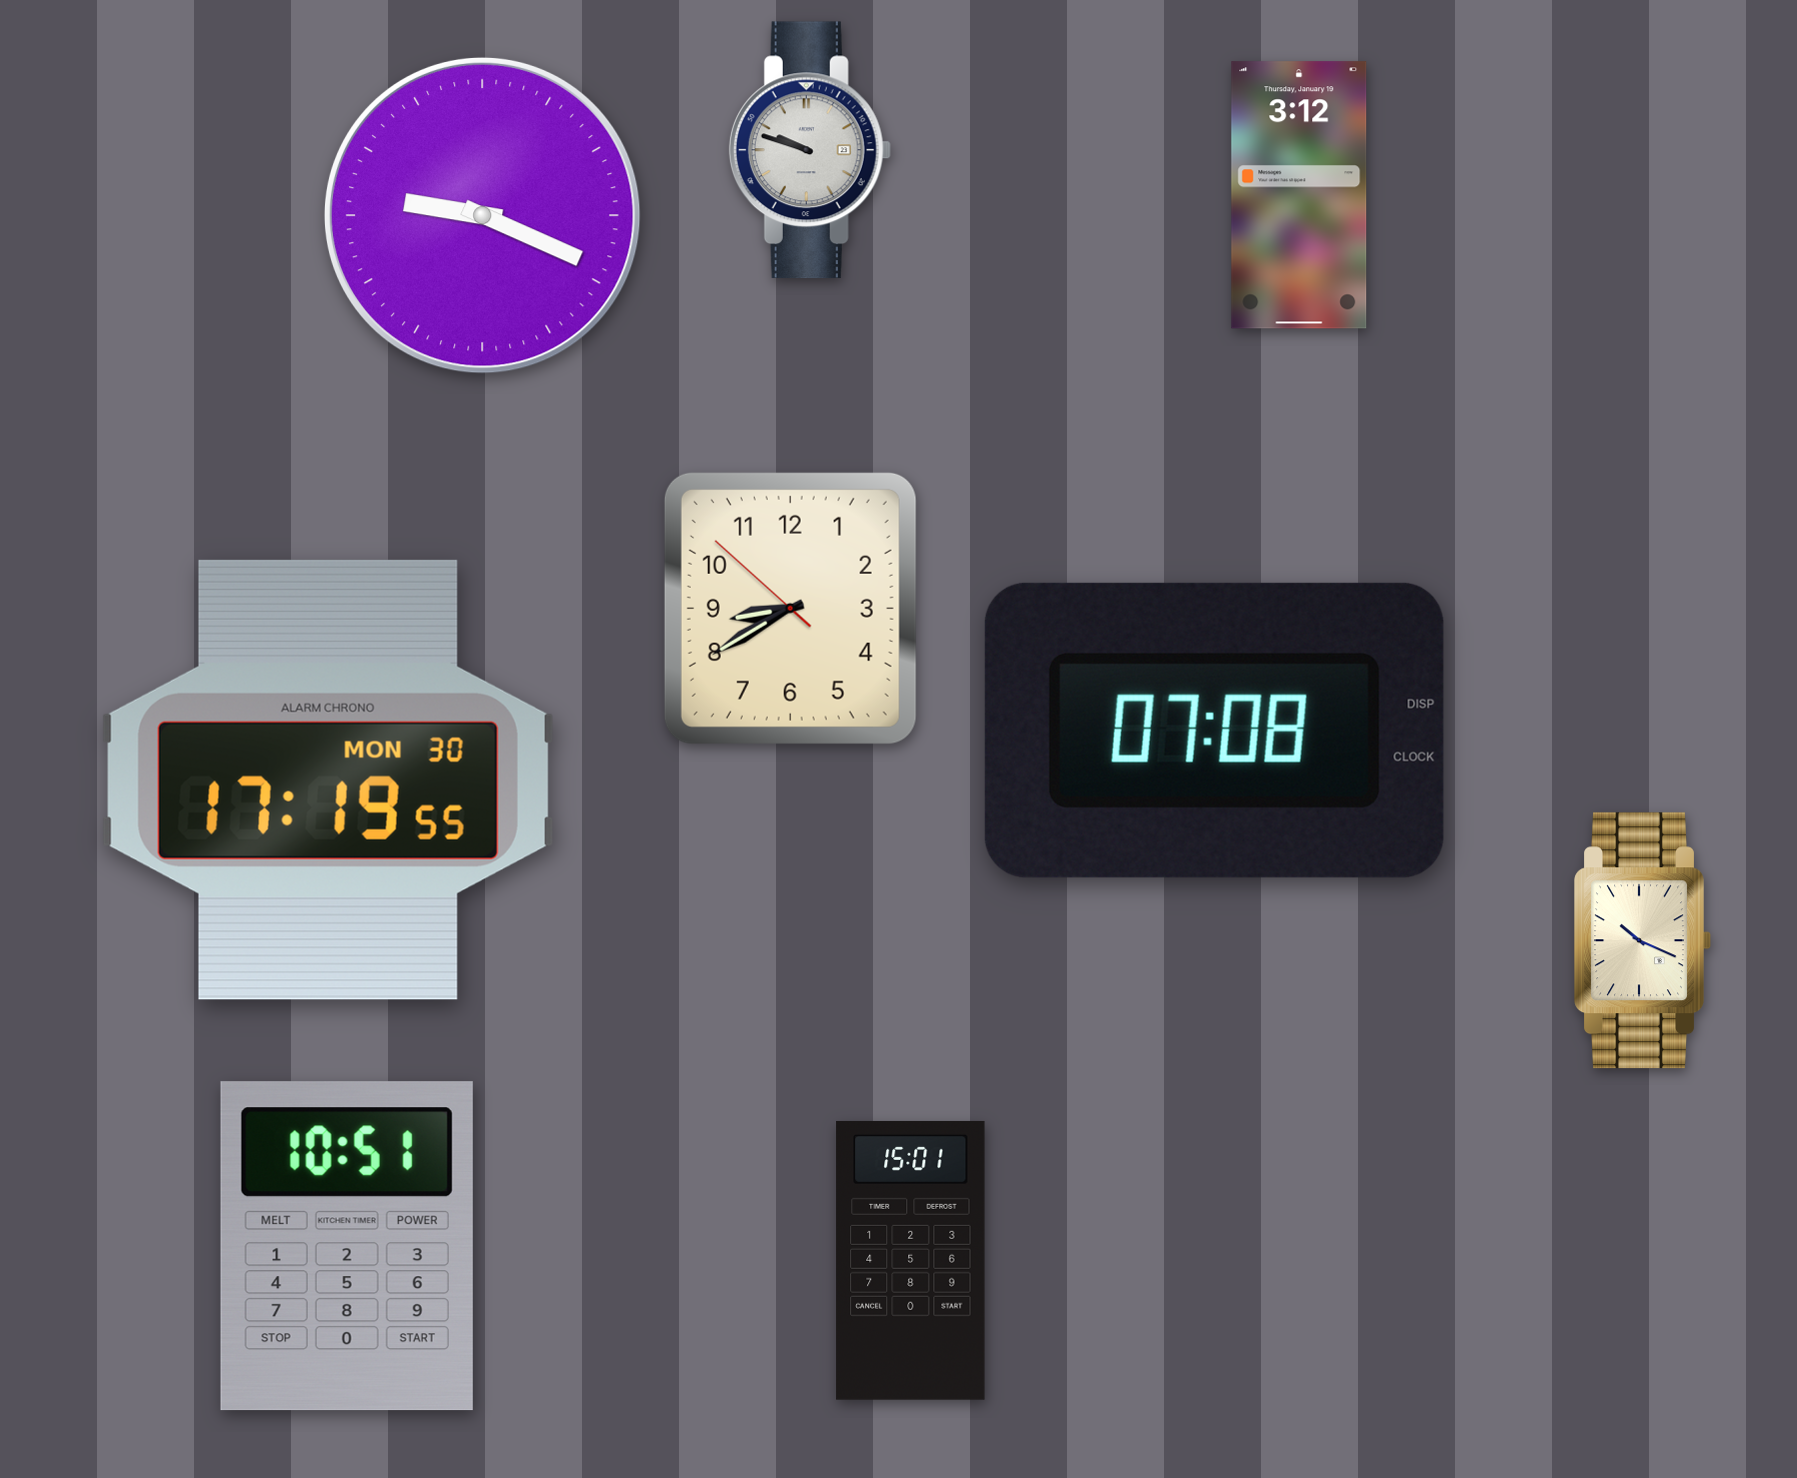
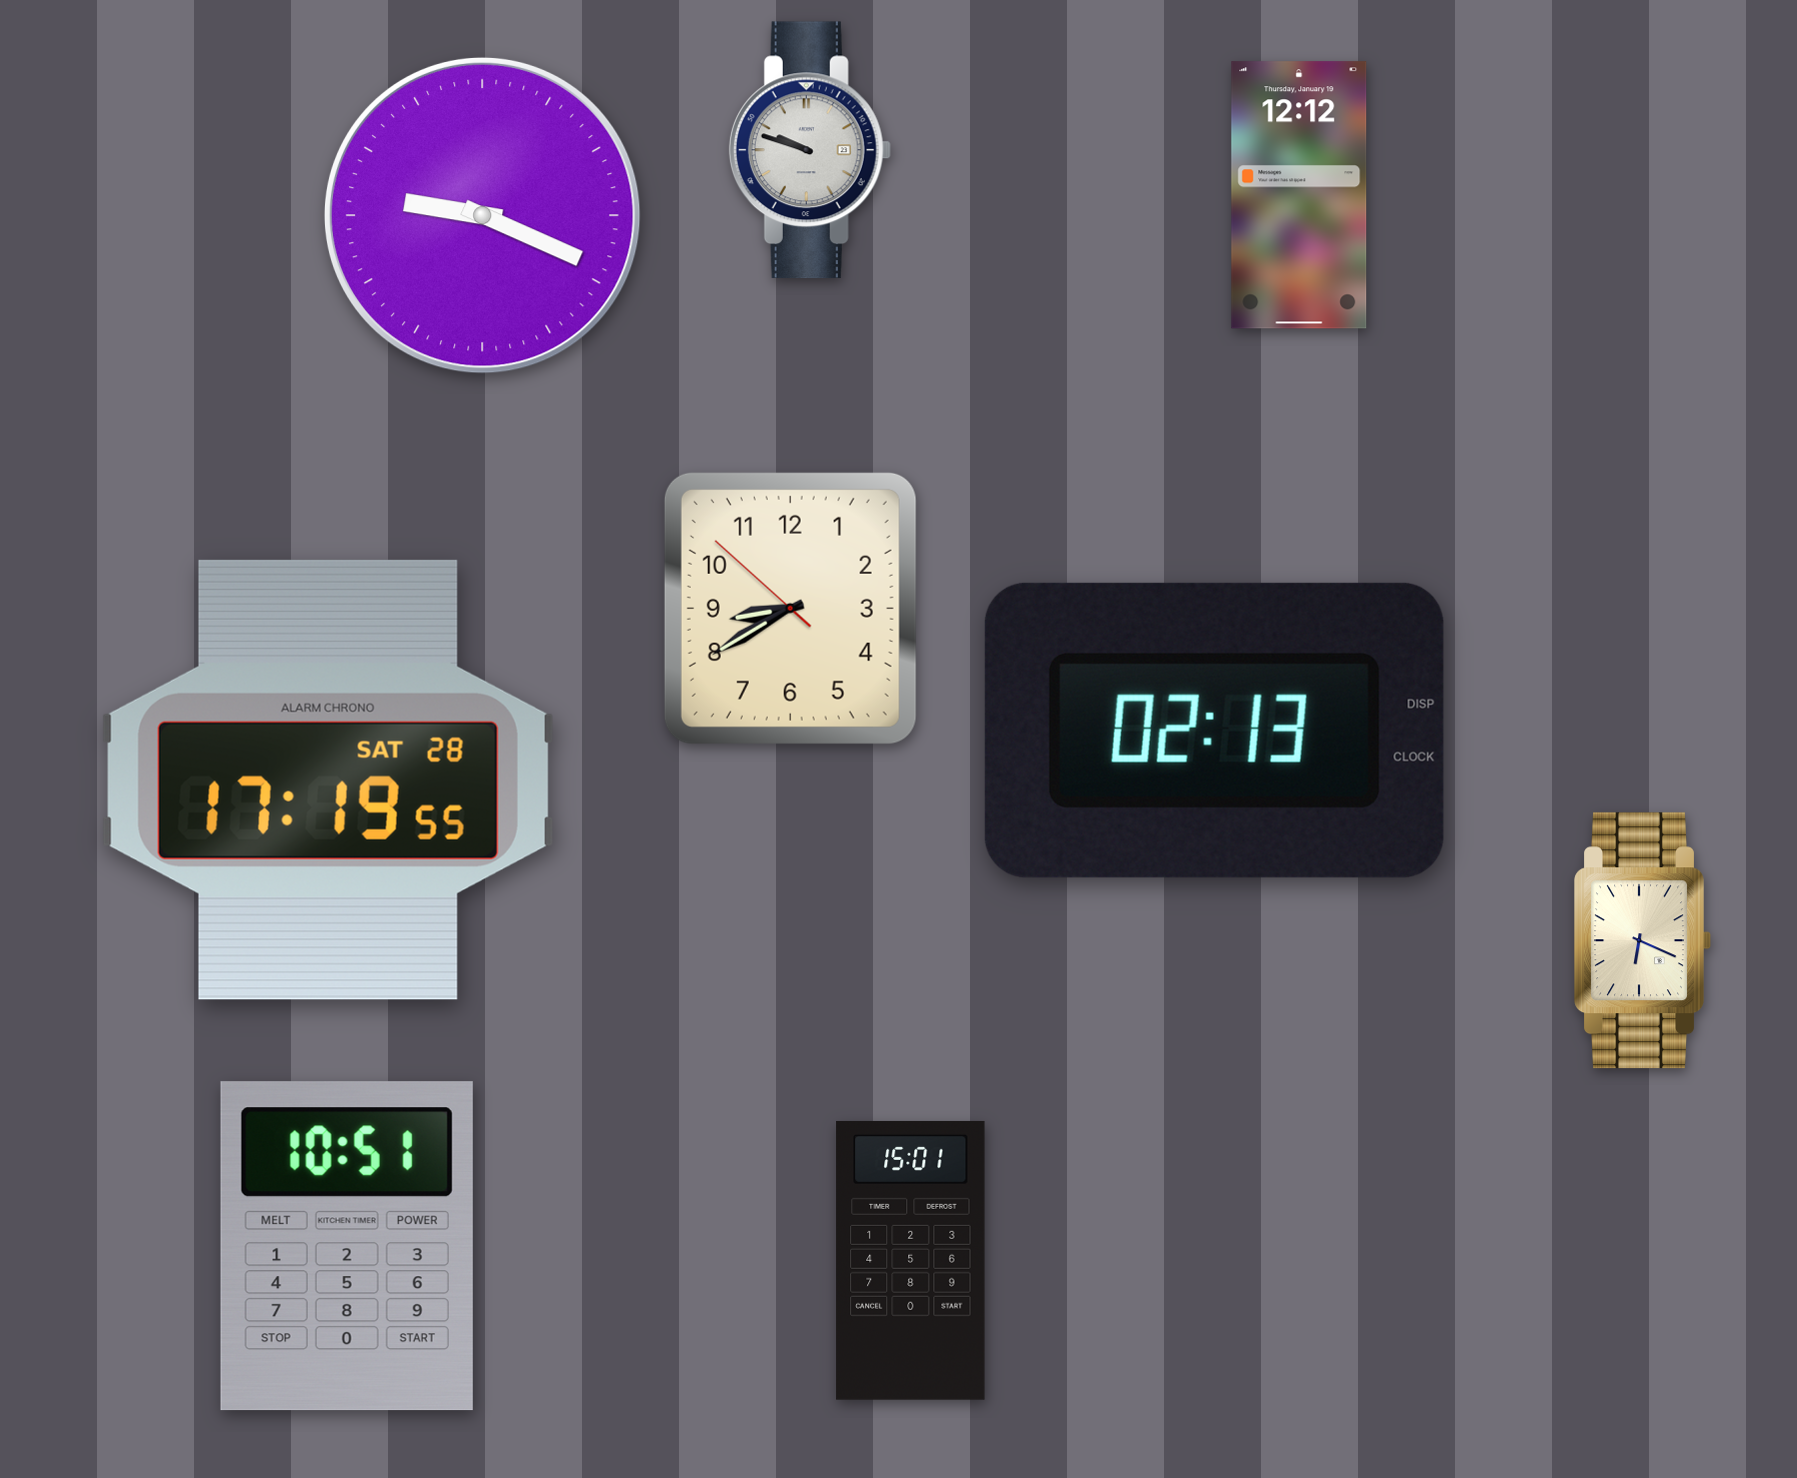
clock at (1299, 195): 3:12 -> 12:12
clock at (1214, 730): 07:08 -> 02:13
clock at (328, 780) date: MON 30 -> SAT 28
clock at (1643, 941): 10:19 -> 6:19
